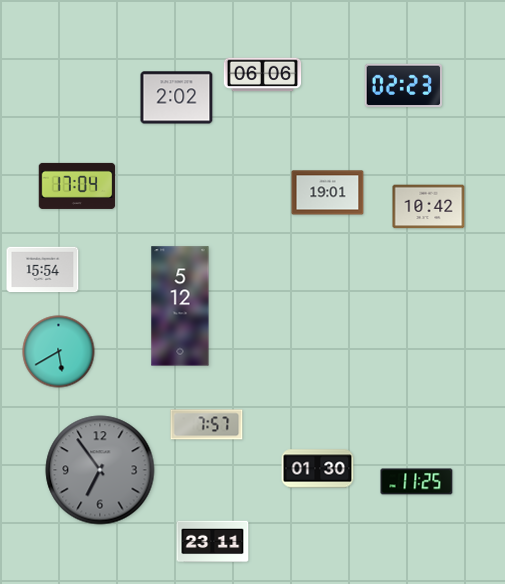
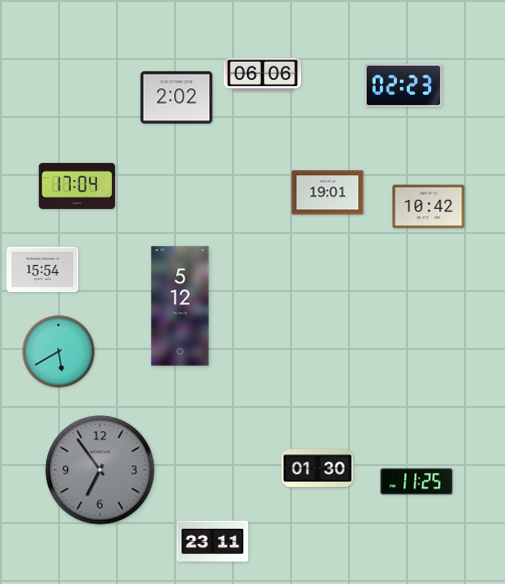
clock at (207, 425): 7:57 -> none
